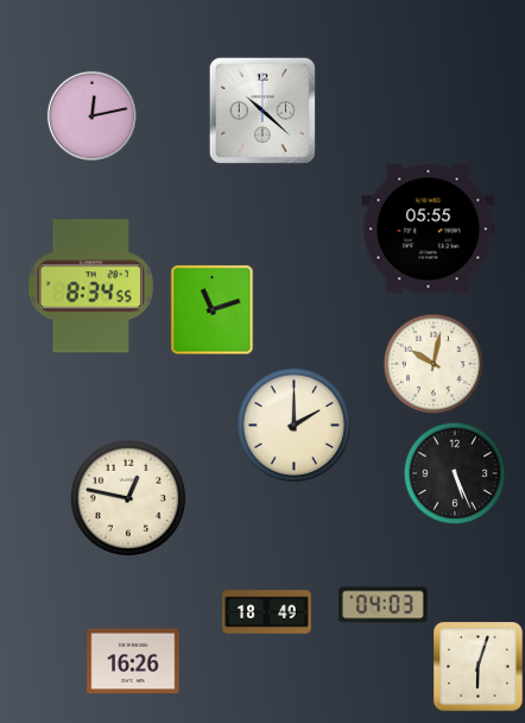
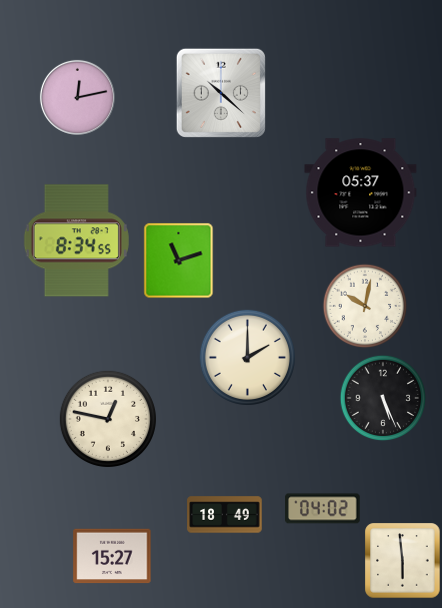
clock at (429, 230): 05:55 -> 05:37
clock at (384, 605): 04:03 -> 04:02
clock at (133, 661): 16:26 -> 15:27
clock at (479, 667): 6:03 -> 5:59
